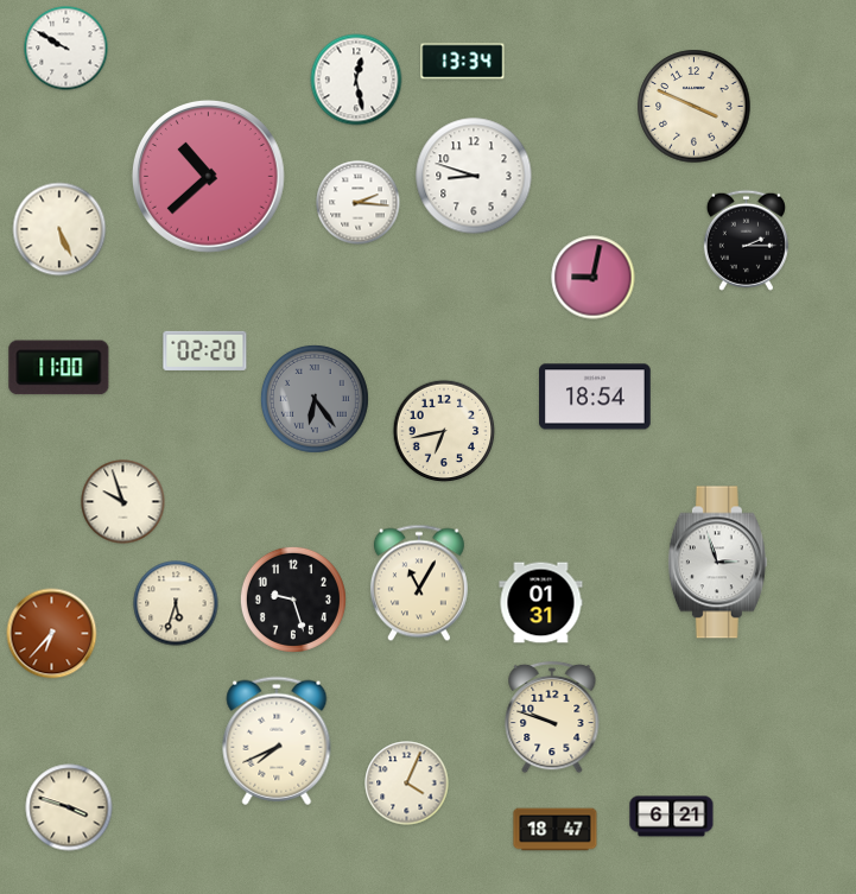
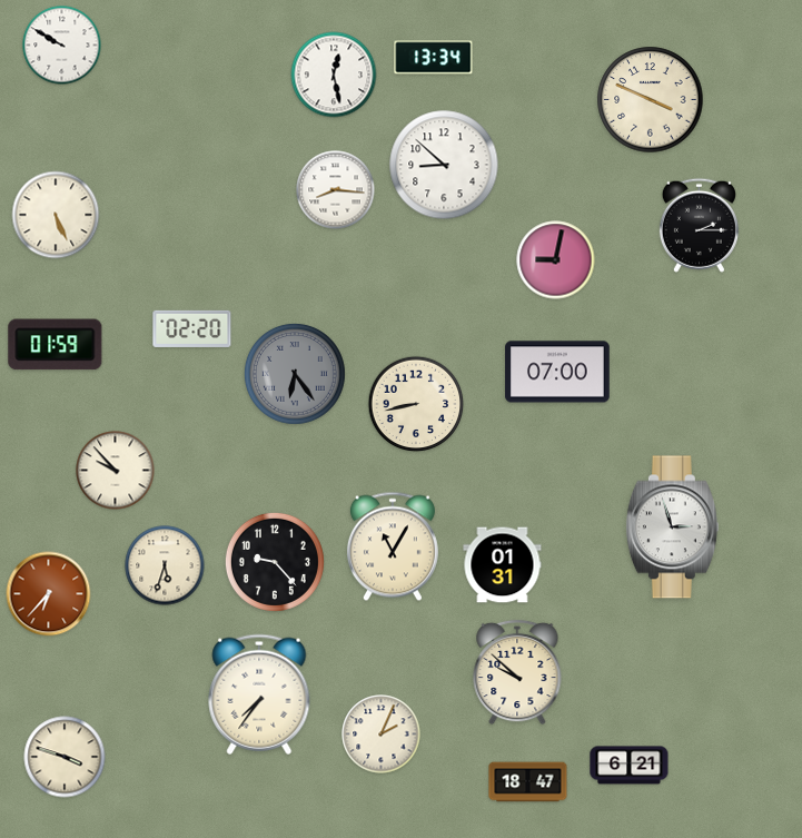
clock at (208, 176): 10:38 -> none
clock at (474, 176): 8:48 -> 8:52
clock at (359, 203): 2:16 -> 8:16
clock at (59, 368): 11:00 -> 01:59
clock at (595, 397): 18:54 -> 07:00
clock at (444, 431): 6:43 -> 8:43
clock at (123, 502): 9:57 -> 9:53
clock at (293, 600): 9:27 -> 9:23
clock at (541, 603) position: (541, 603) -> (503, 565)
clock at (552, 717): 9:48 -> 9:52
clock at (277, 741): 7:41 -> 7:36
clock at (407, 784): 4:04 -> 2:04
clock at (556, 830) position: (556, 830) -> (528, 782)
